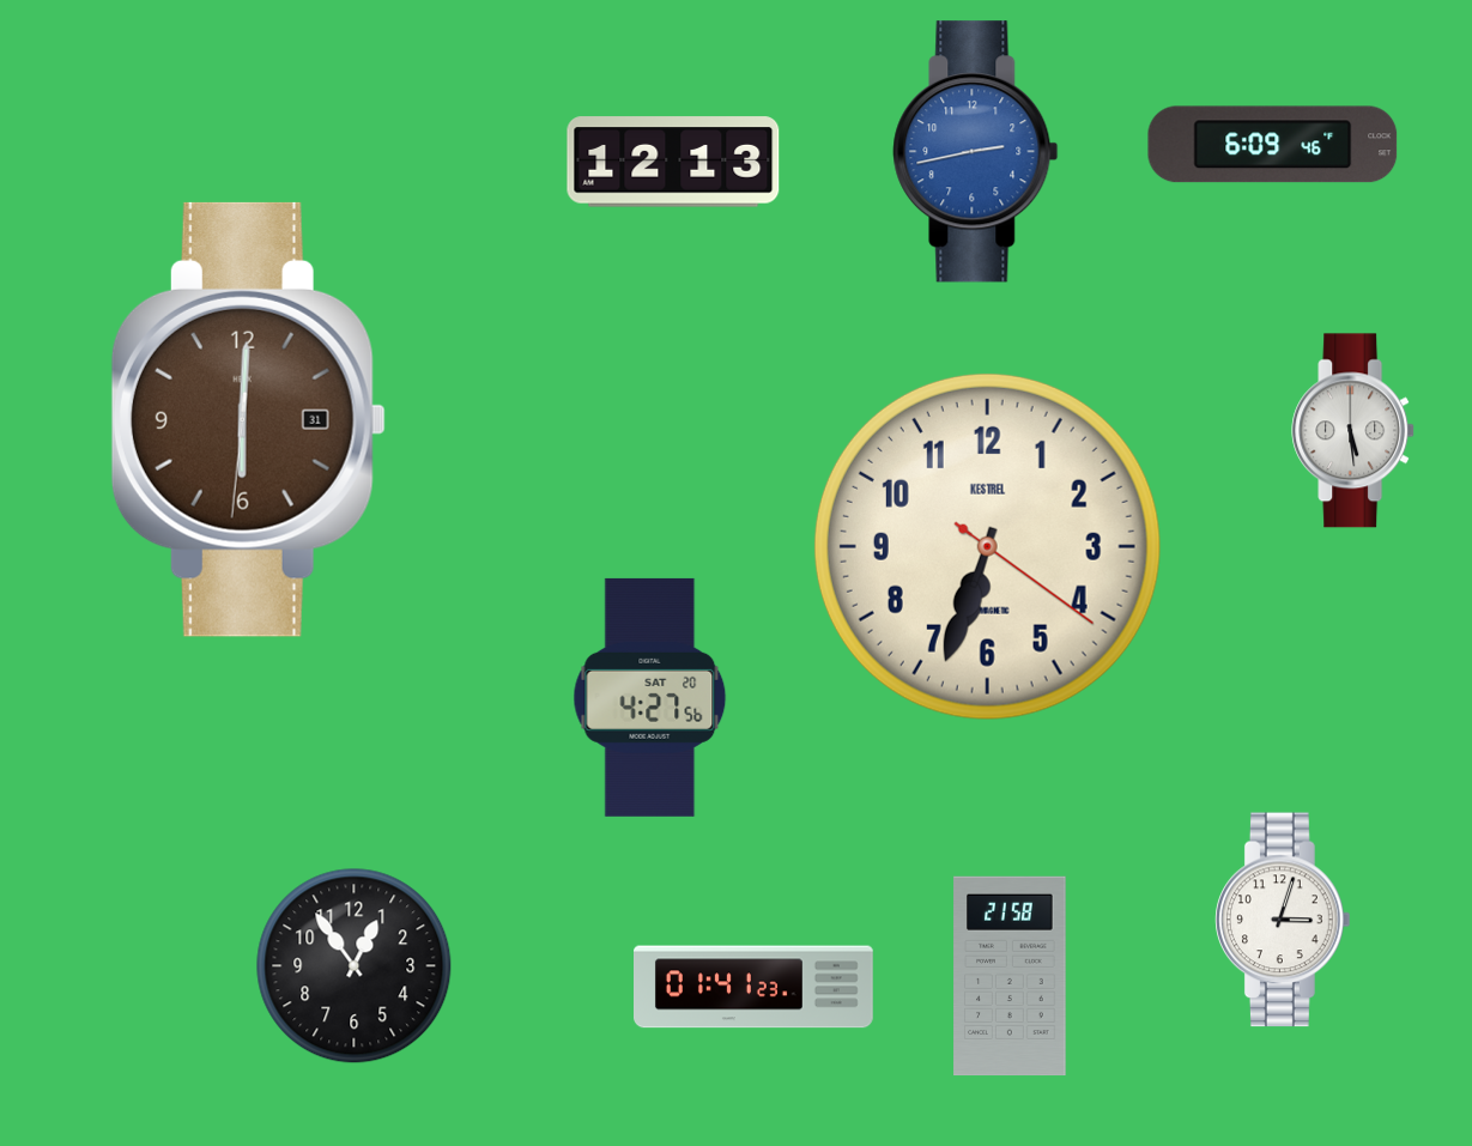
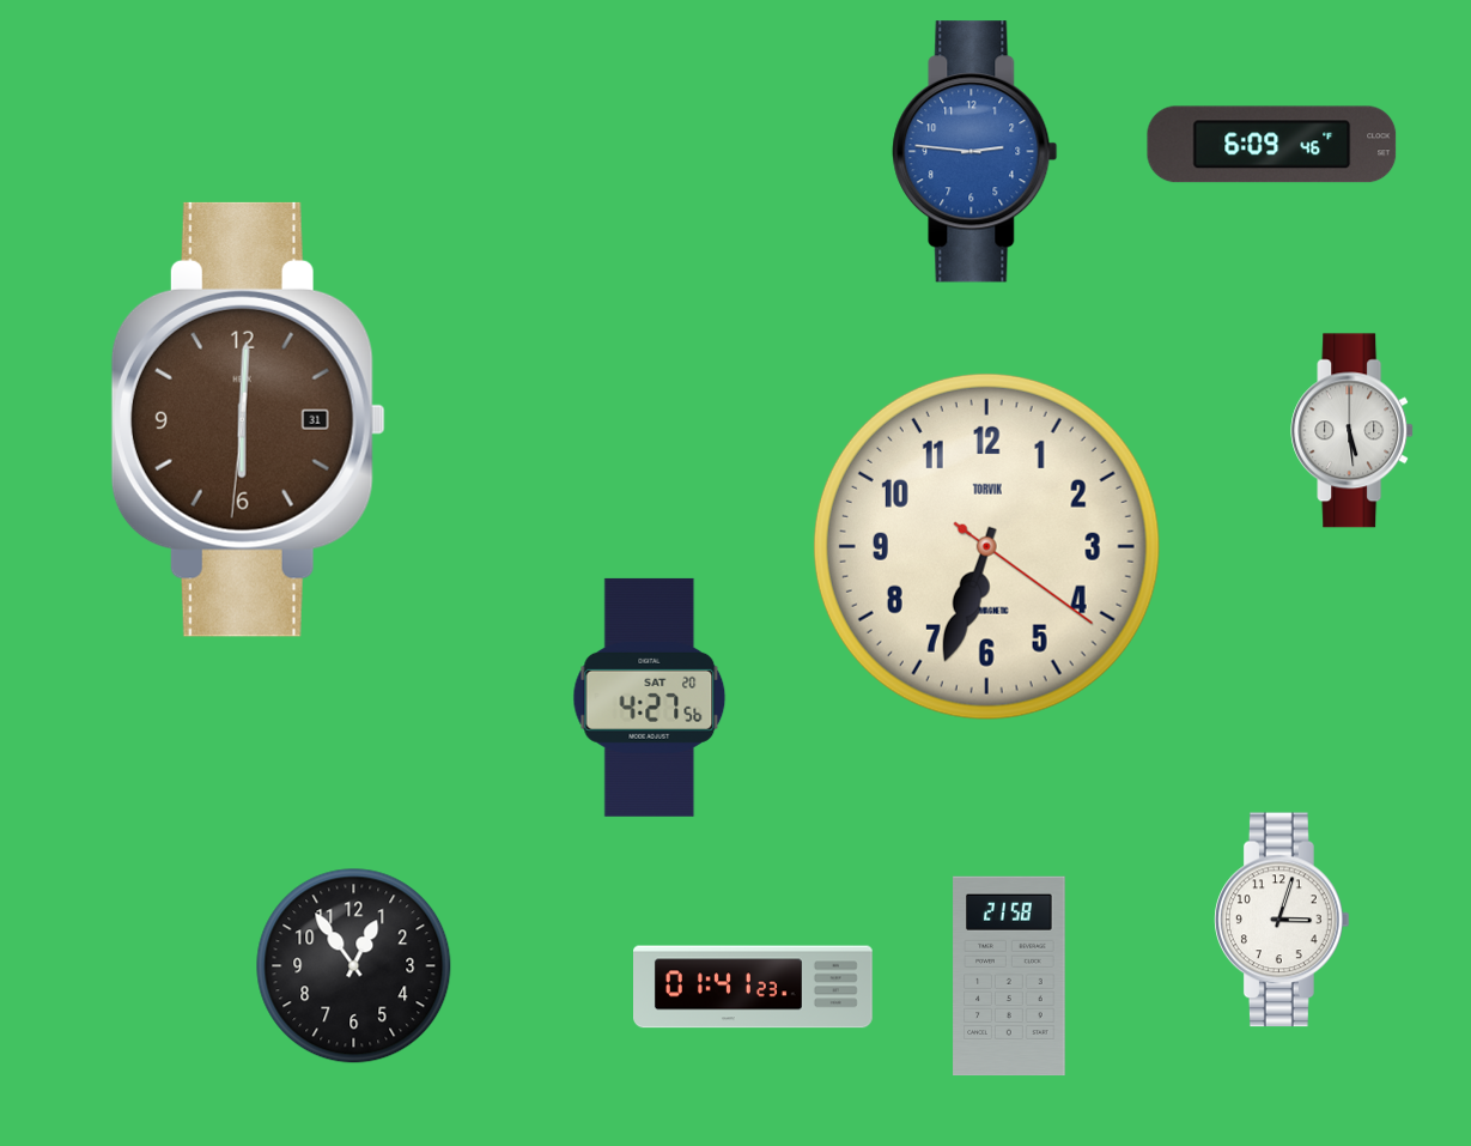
clock at (976, 152): 2:43 -> 2:46
clock at (673, 162): 12:13 -> none
clock at (987, 546) brand: KESTREL -> TORVIK
